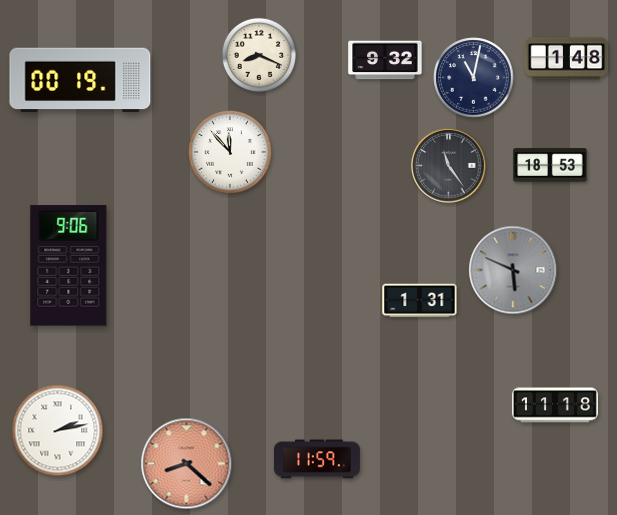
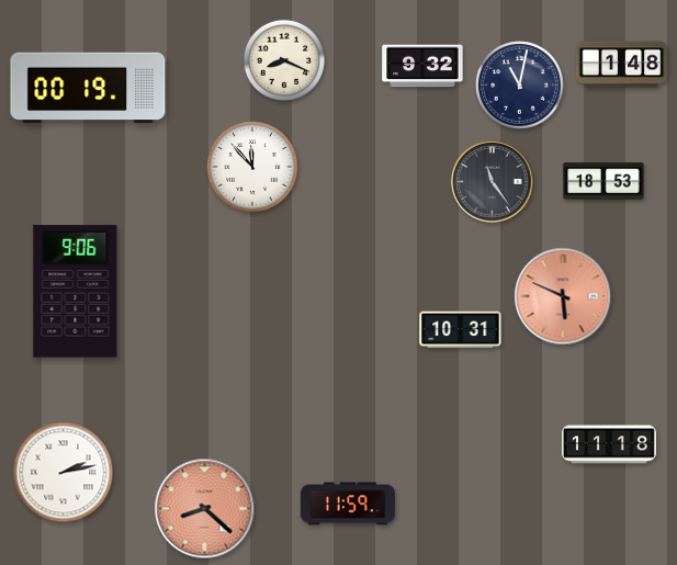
clock at (513, 270) dial: grey -> salmon
clock at (420, 301): 1:31 -> 10:31
